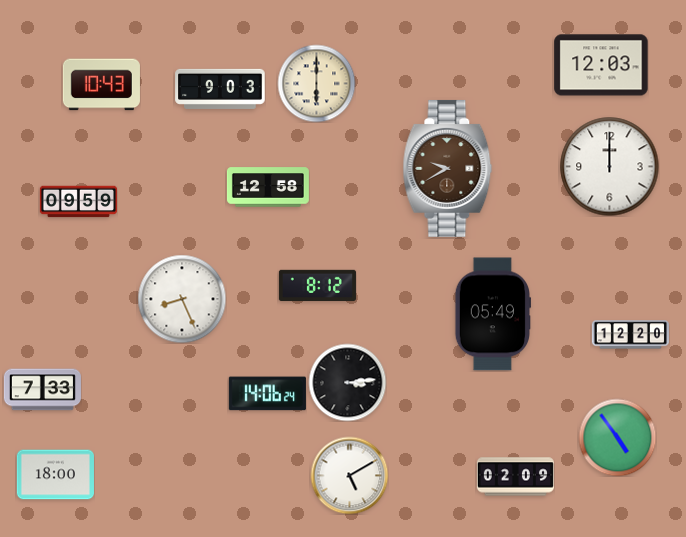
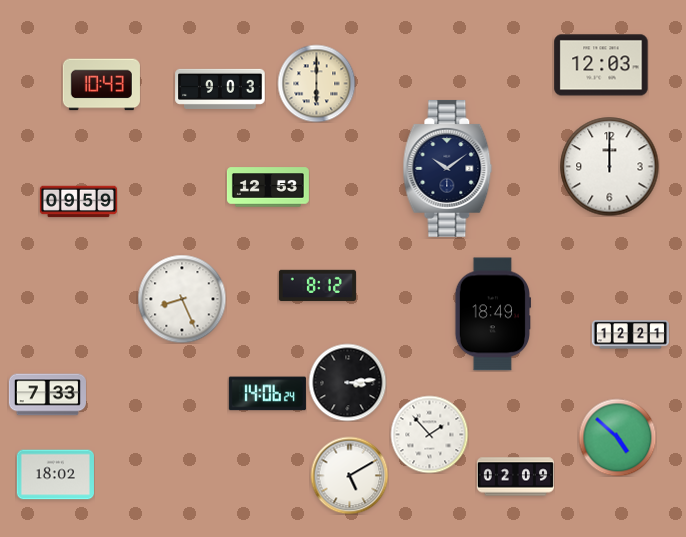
clock at (448, 168): 9:40 -> 10:09
clock at (448, 168) dial: brown -> navy
clock at (268, 187): 12:58 -> 12:53
clock at (492, 314): 05:49 -> 18:49
clock at (630, 335): 12:20 -> 12:21
clock at (42, 390) position: (42, 390) -> (47, 395)
clock at (429, 434): none -> 1:53
clock at (617, 437): 4:54 -> 4:52
clock at (55, 475): 18:00 -> 18:02
